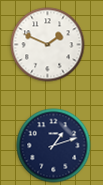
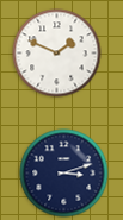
clock at (54, 146): 1:12 -> 3:12
